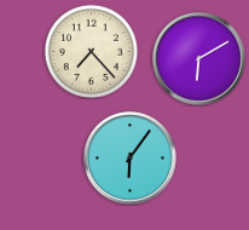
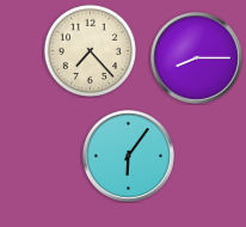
clock at (198, 58): 6:10 -> 8:15
